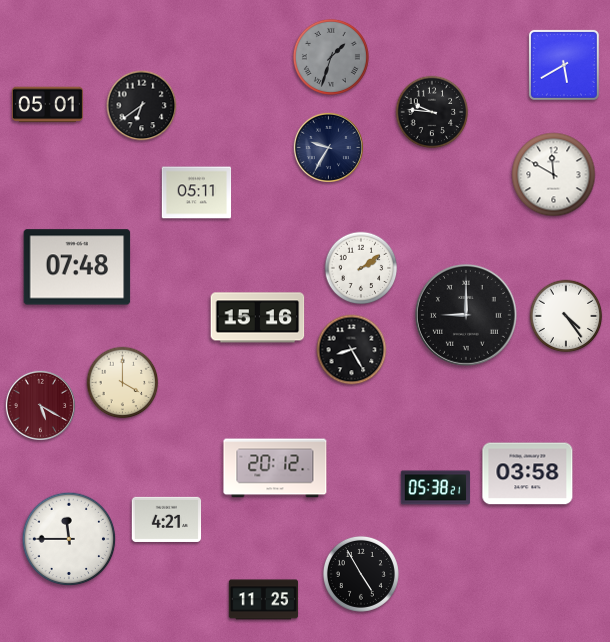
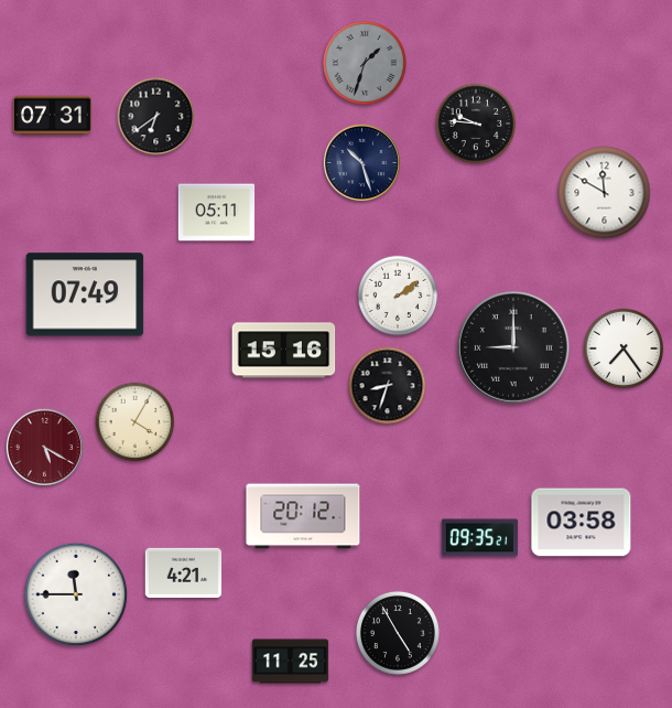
clock at (564, 65): 5:40 -> none
clock at (47, 105): 05:01 -> 07:31
clock at (328, 147): 9:35 -> 10:27
clock at (554, 175) position: (554, 175) -> (605, 193)
clock at (77, 267): 07:48 -> 07:49
clock at (566, 316): 4:24 -> 7:24
clock at (352, 350): 8:25 -> 8:33
clock at (123, 383): 4:00 -> 4:05
clock at (436, 488): 05:38 -> 09:35
